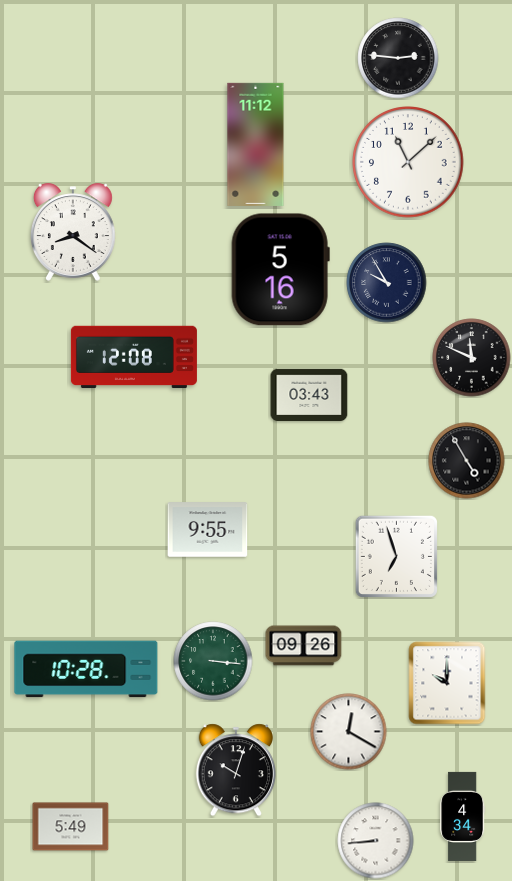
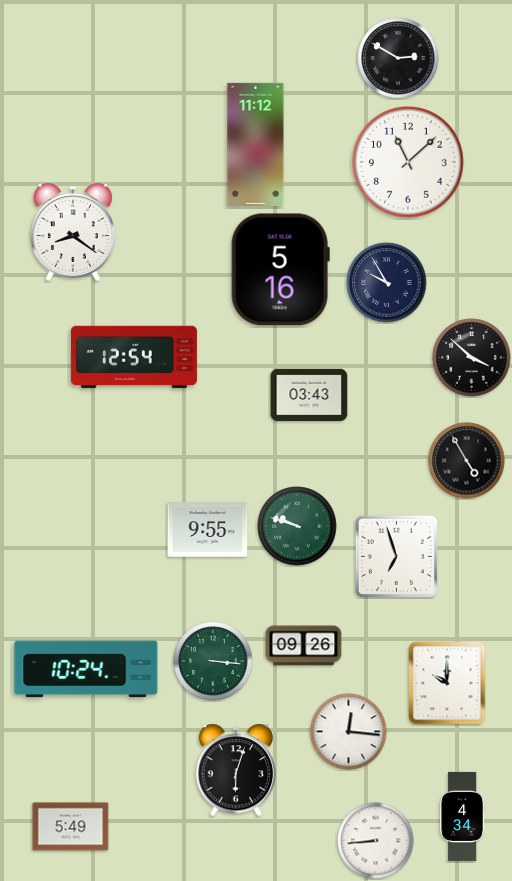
clock at (398, 58): 2:46 -> 2:50
clock at (134, 357): 12:08 -> 12:54
clock at (472, 358): 11:49 -> 3:52
clock at (297, 526): none -> 9:48
clock at (86, 669): 10:28 -> 10:24
clock at (349, 732): 12:20 -> 12:16
clock at (235, 770): 10:03 -> 6:03
